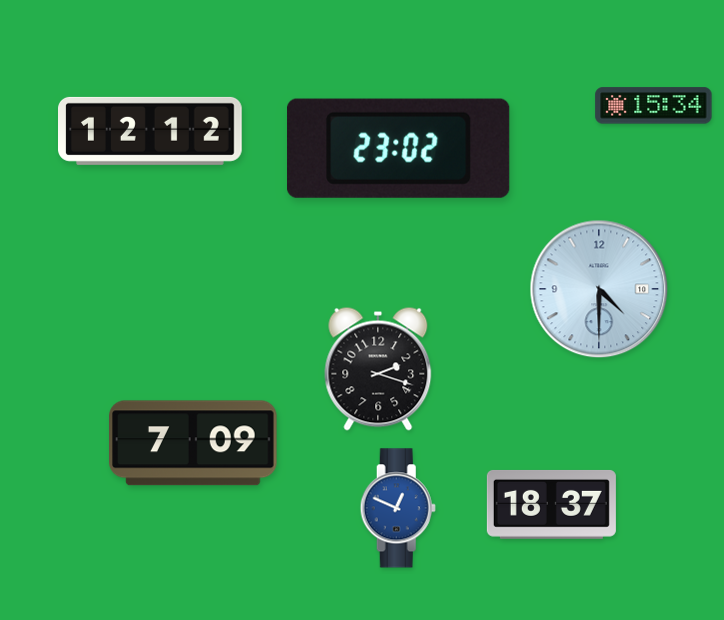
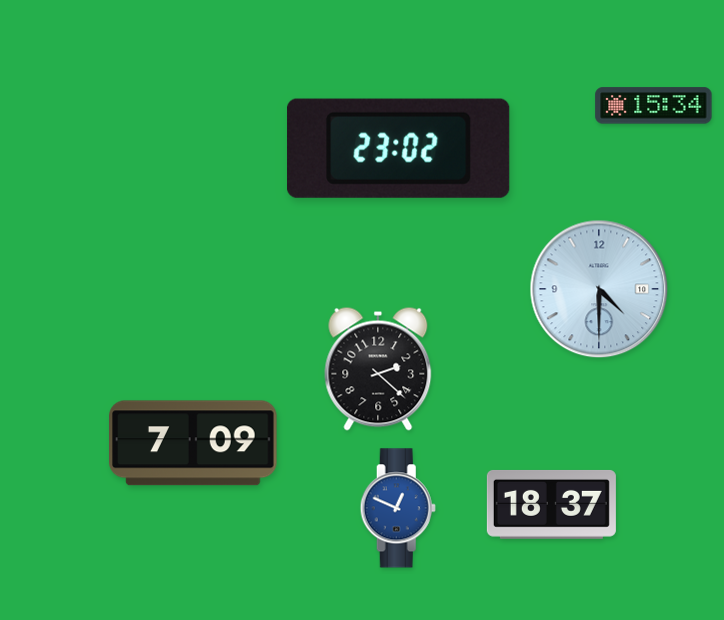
clock at (151, 131): 12:12 -> none
clock at (378, 369): 2:18 -> 2:22
